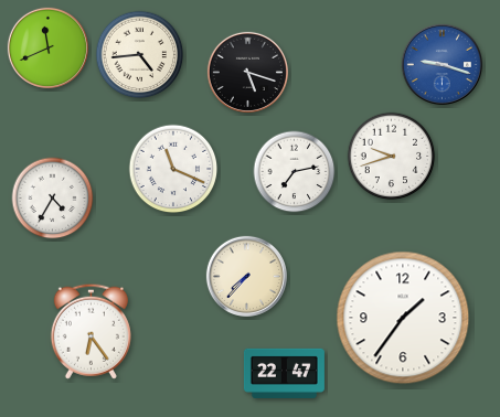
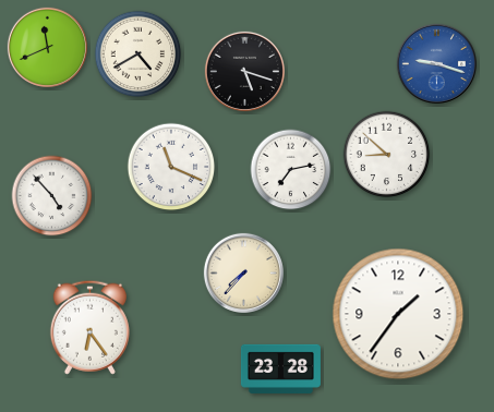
clock at (140, 55): 4:44 -> 4:40
clock at (392, 157): 9:42 -> 8:52
clock at (53, 199): 4:35 -> 4:53
clock at (284, 373): 22:47 -> 23:28
